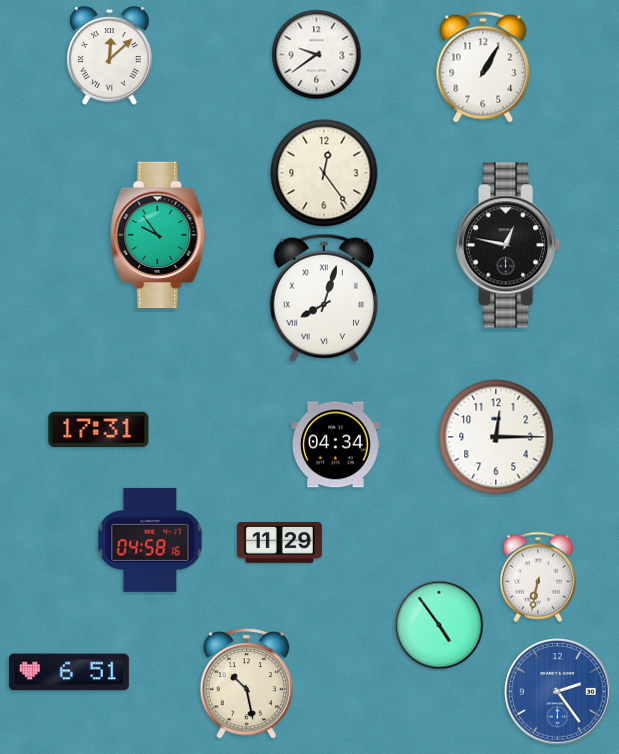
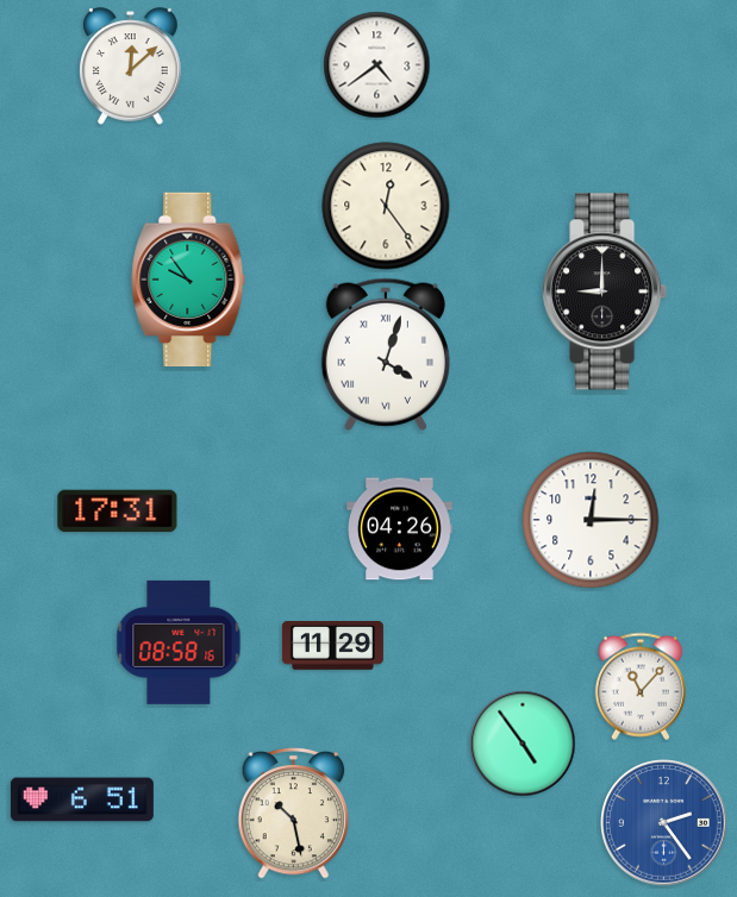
clock at (317, 55): 9:39 -> 4:39
clock at (483, 67): 1:05 -> none
clock at (509, 245): 12:47 -> 9:00
clock at (324, 298): 8:03 -> 4:03
clock at (336, 445): 04:34 -> 04:26
clock at (150, 540): 04:58 -> 08:58
clock at (538, 577): 6:32 -> 11:07
